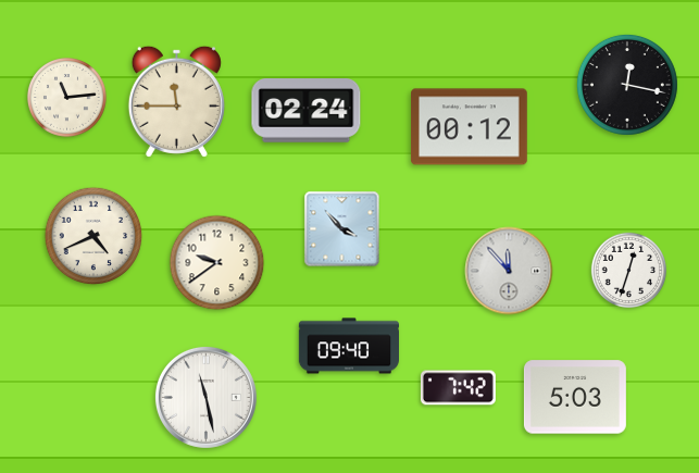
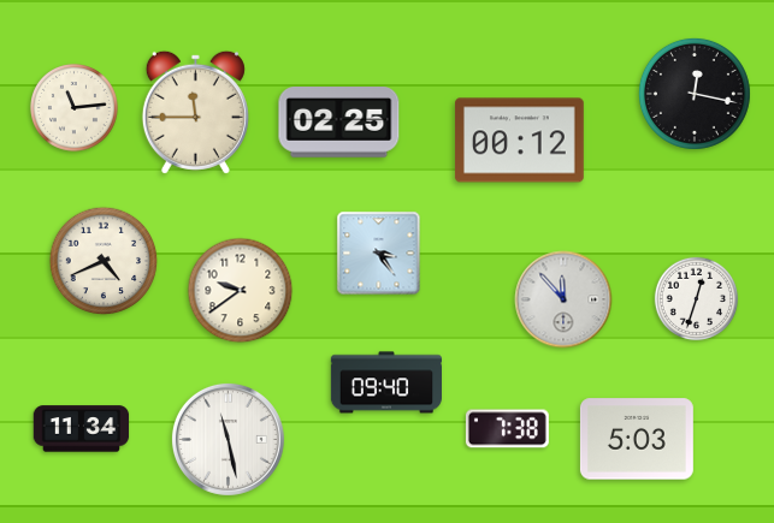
clock at (307, 111): 02:24 -> 02:25
clock at (342, 229): 3:53 -> 3:24
clock at (82, 429): none -> 11:34
clock at (458, 388): 7:42 -> 7:38
